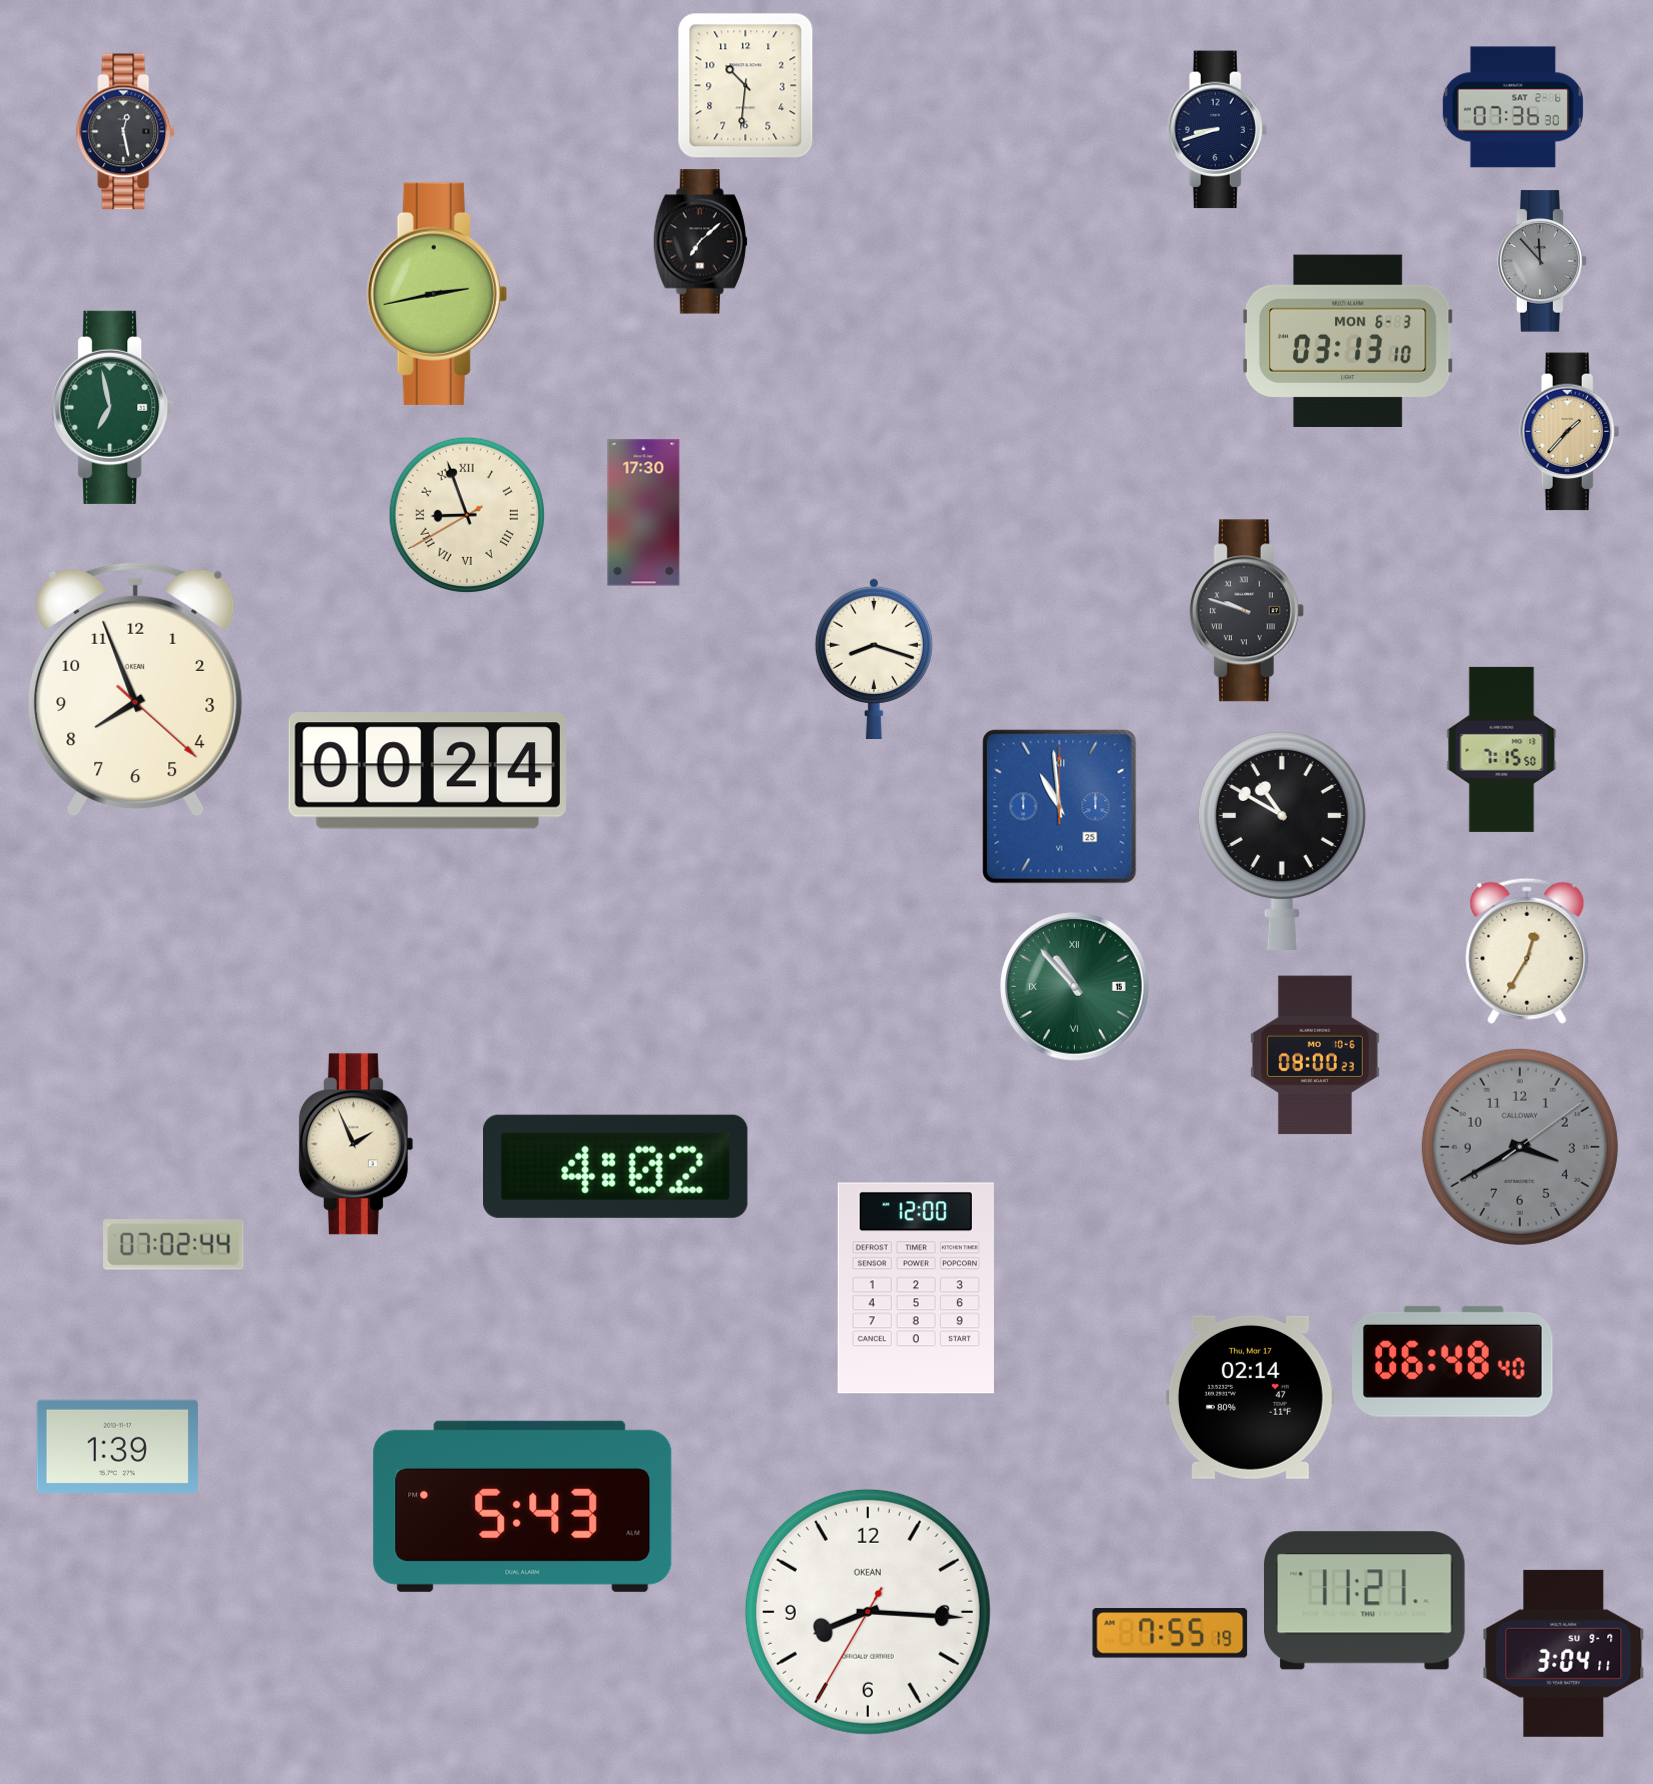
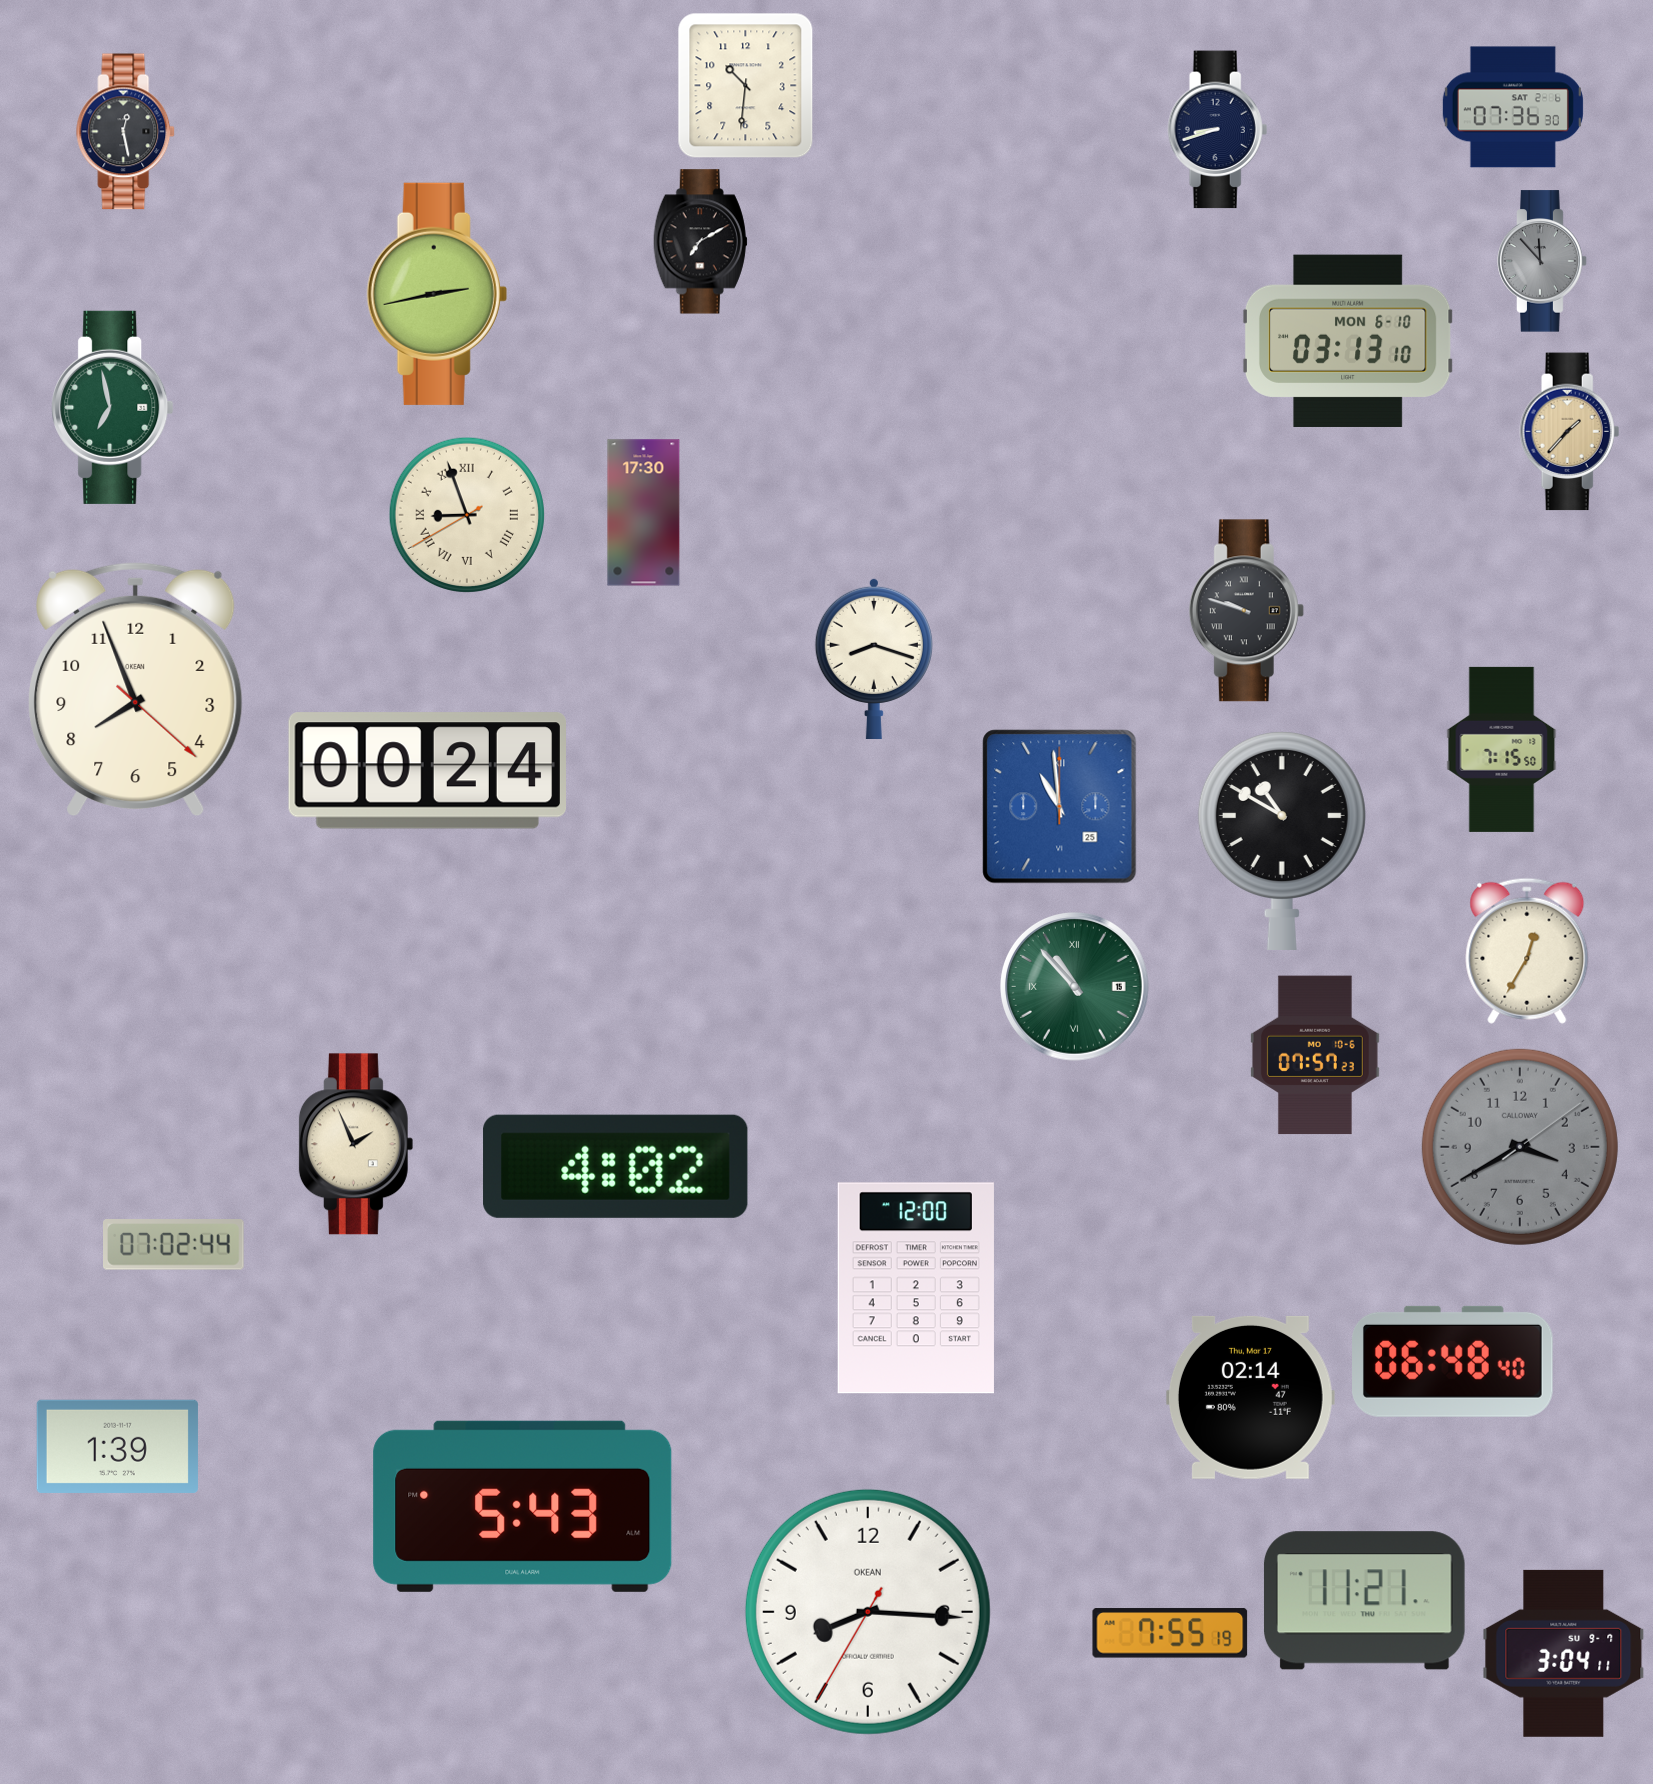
clock at (700, 242): 7:08 -> 7:10
clock at (1348, 341) date: MON 6-3 -> MON 6-10
clock at (1315, 1055): 08:00 -> 07:57
